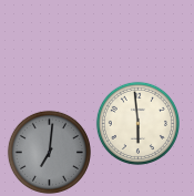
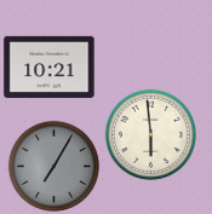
clock at (50, 66): none -> 10:21
clock at (49, 152): 7:01 -> 7:05
